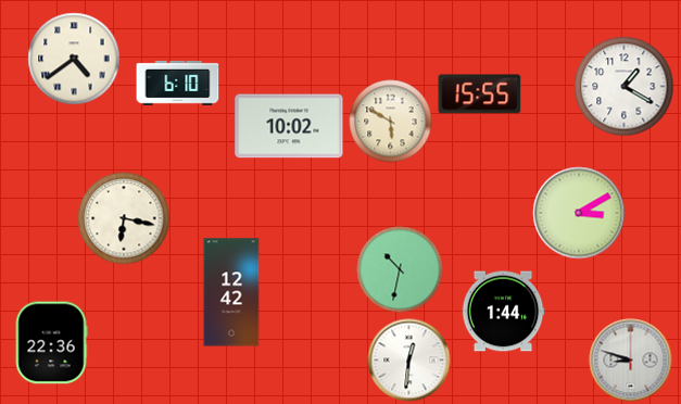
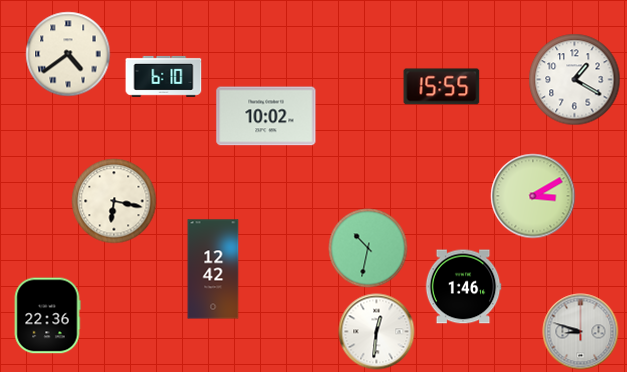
clock at (391, 122): 5:50 -> none
clock at (503, 312): 1:44 -> 1:46
